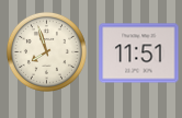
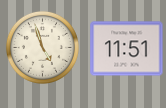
clock at (46, 51): 7:57 -> 4:57
